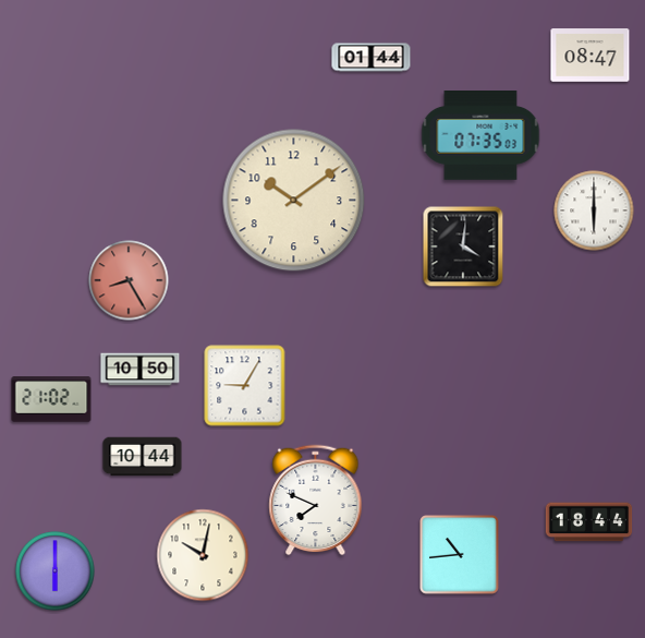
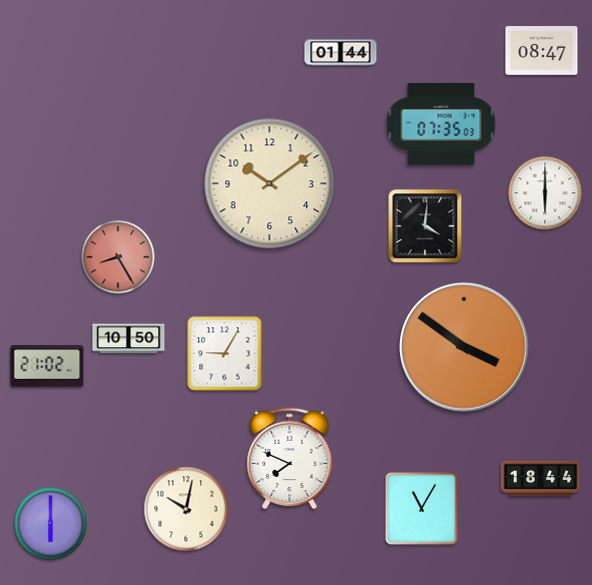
clock at (465, 348): none -> 3:51
clock at (143, 457): 10:44 -> none
clock at (460, 555): 10:44 -> 11:05
